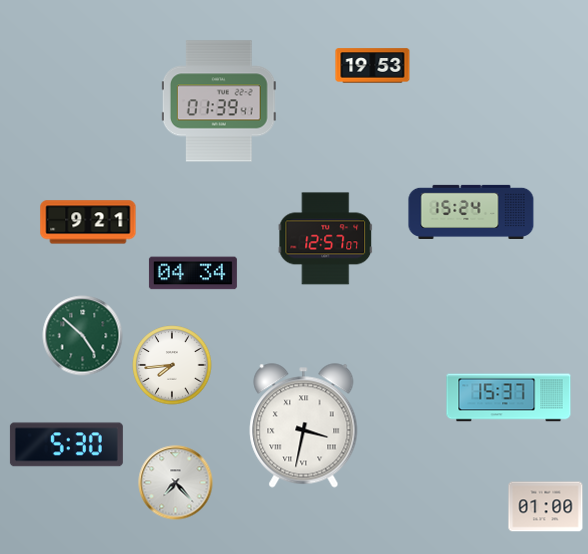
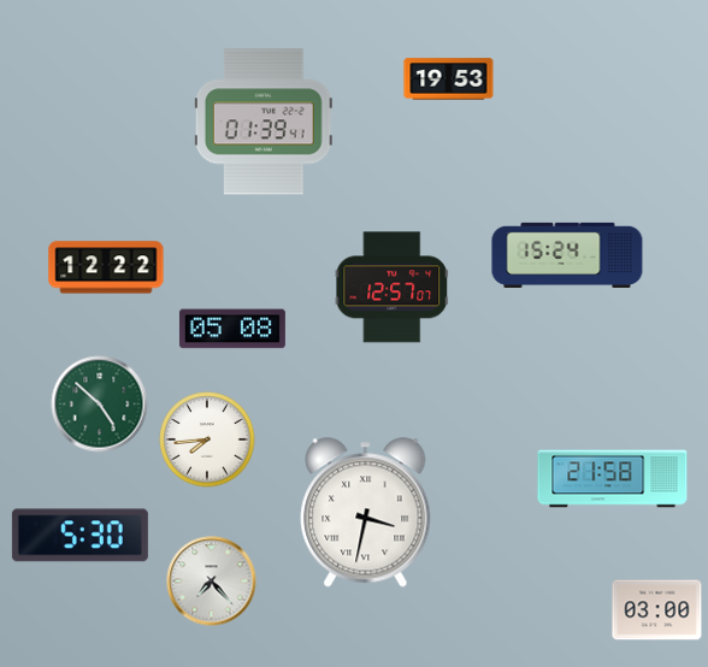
clock at (88, 222): 9:21 -> 12:22
clock at (193, 273): 04:34 -> 05:08
clock at (509, 398): 15:37 -> 21:58
clock at (546, 507): 01:00 -> 03:00
